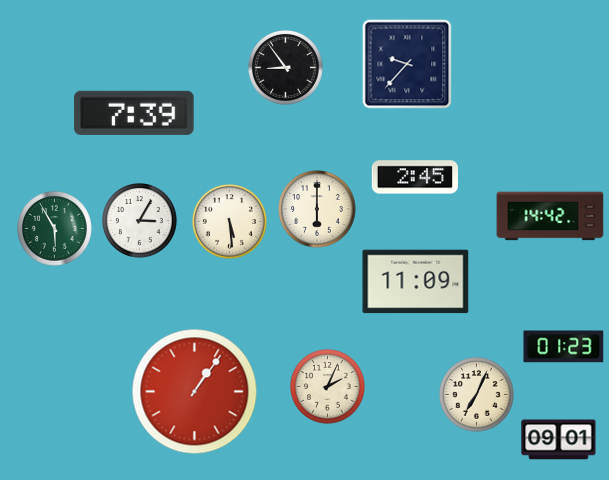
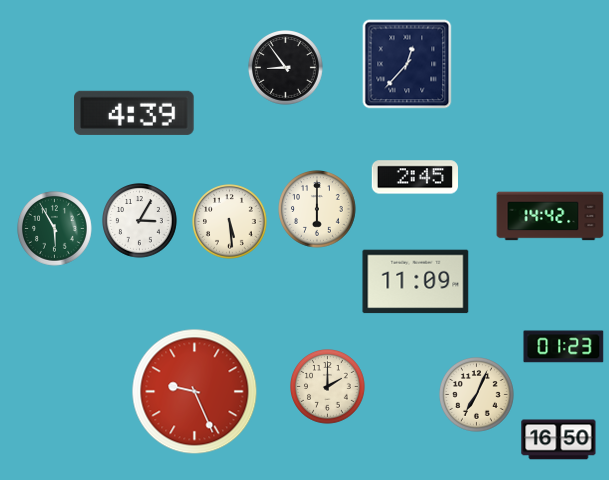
clock at (407, 64): 9:37 -> 12:37
clock at (134, 113): 7:39 -> 4:39
clock at (328, 387): 2:04 -> 2:00
clock at (195, 392): 1:06 -> 9:26
clock at (559, 440): 09:01 -> 16:50
